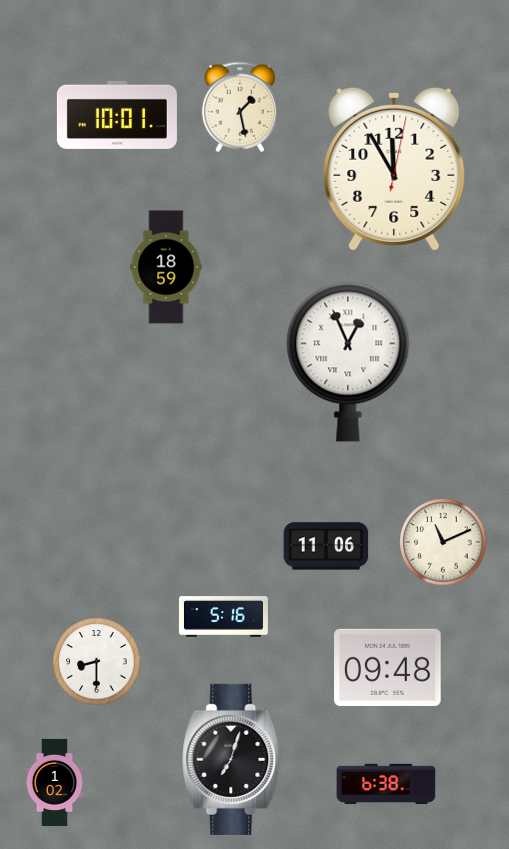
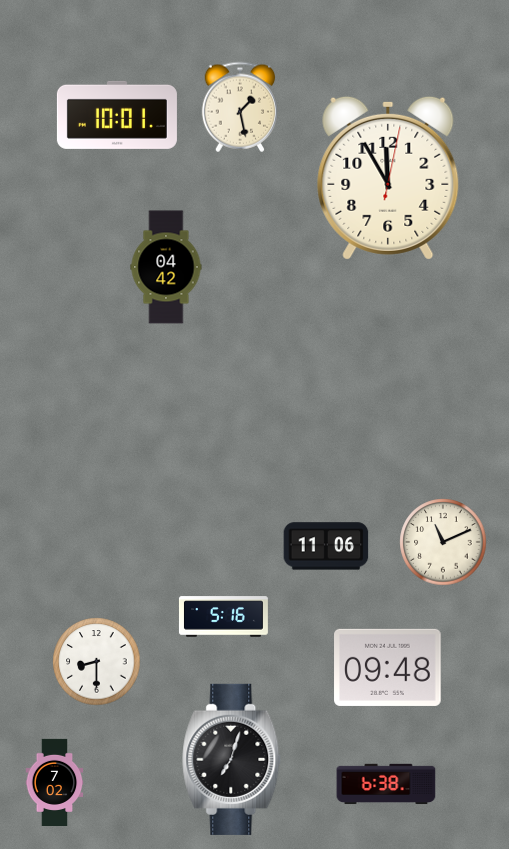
clock at (394, 169) position: (394, 169) -> (388, 178)
clock at (166, 267): 18:59 -> 04:42
clock at (348, 362): 12:56 -> none
clock at (55, 782): 1:02 -> 7:02
